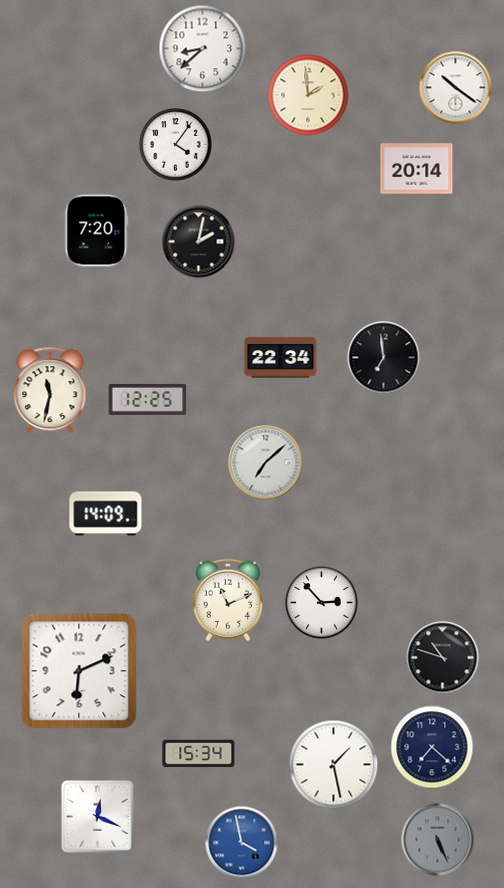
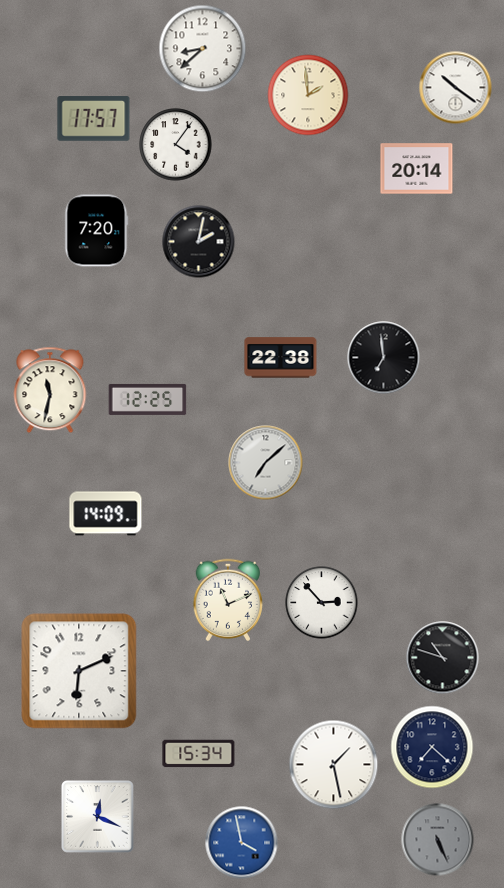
clock at (94, 119): none -> 17:57
clock at (281, 358): 22:34 -> 22:38
